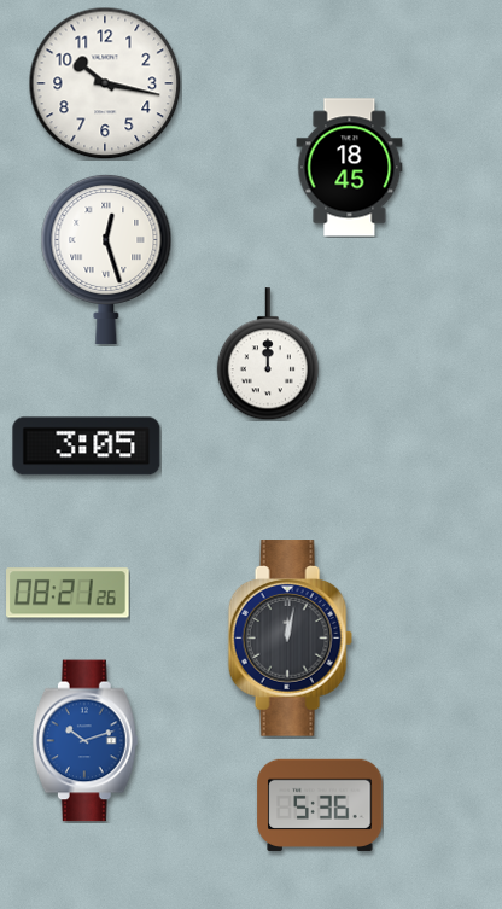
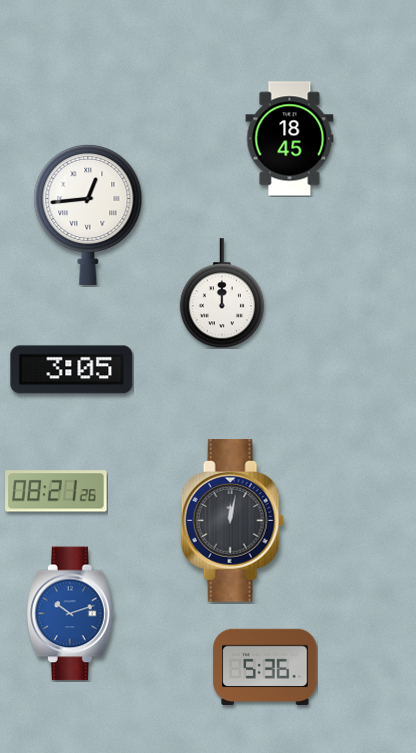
clock at (105, 83): 10:17 -> none
clock at (106, 260): 12:27 -> 12:44
clock at (290, 639) position: (290, 639) -> (232, 521)
